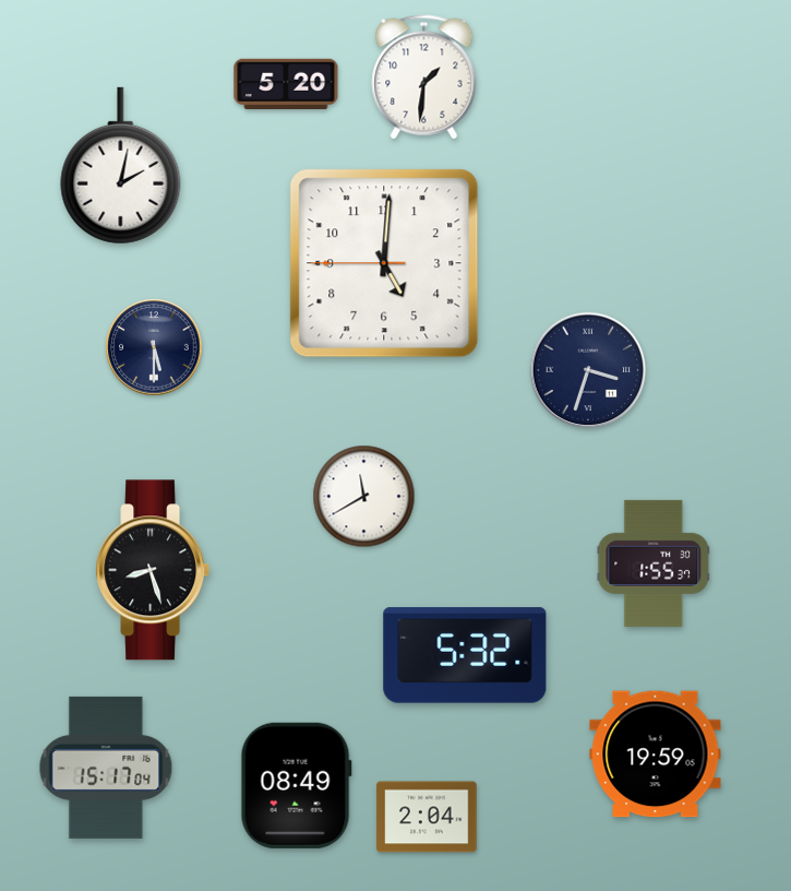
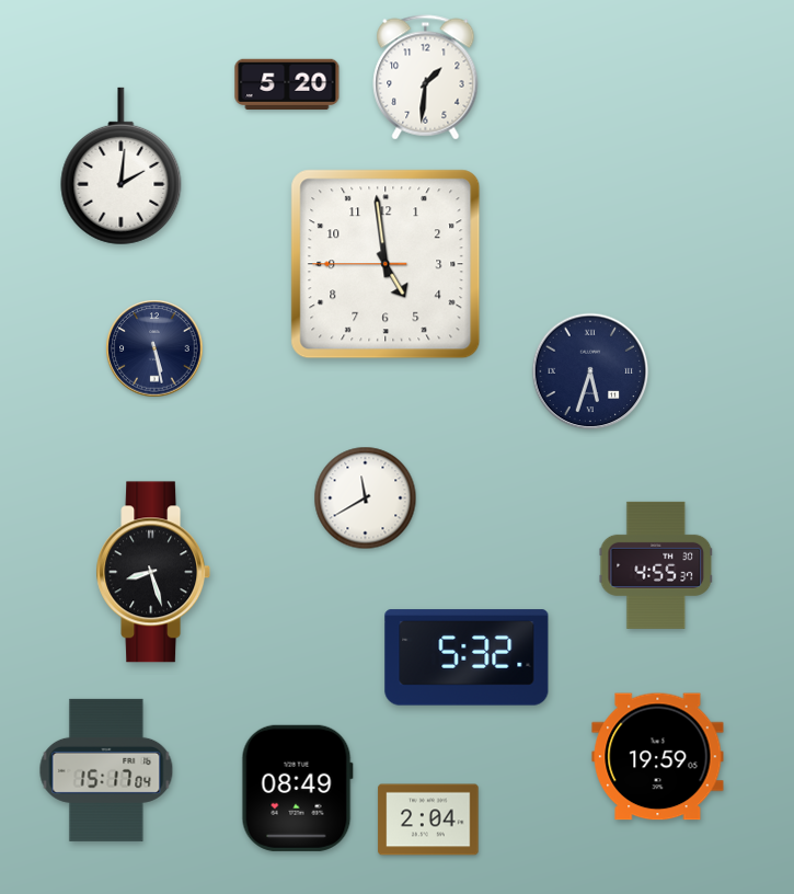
clock at (121, 166): 2:02 -> 2:01
clock at (384, 263): 5:00 -> 4:58
clock at (154, 347): 5:30 -> 5:28
clock at (588, 370): 3:33 -> 5:33
clock at (654, 563): 1:55 -> 4:55
